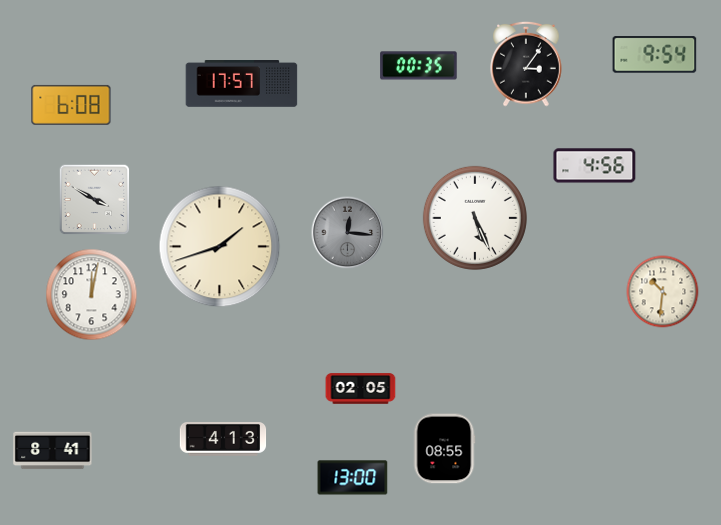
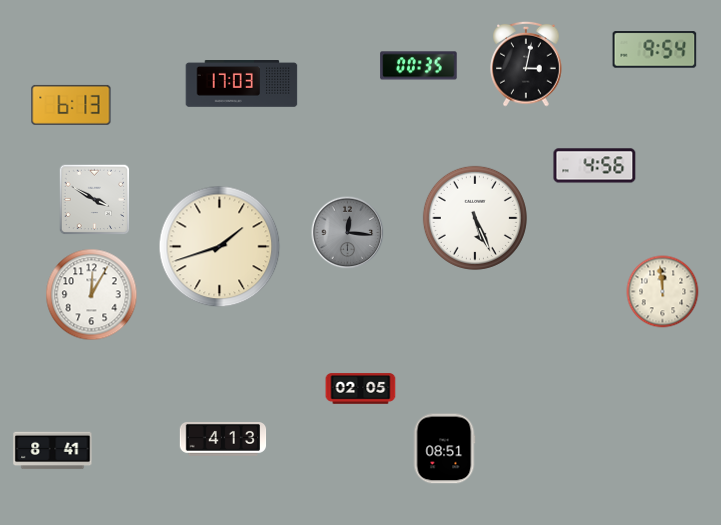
clock at (655, 55) position: (655, 55) -> (655, 50)
clock at (526, 64): 3:06 -> 3:02
clock at (242, 84): 17:57 -> 17:03
clock at (71, 105): 6:08 -> 6:13
clock at (663, 292): 10:31 -> 11:59
clock at (92, 295): 12:02 -> 12:05
clock at (444, 449): 08:55 -> 08:51
clock at (353, 478): 13:00 -> none
